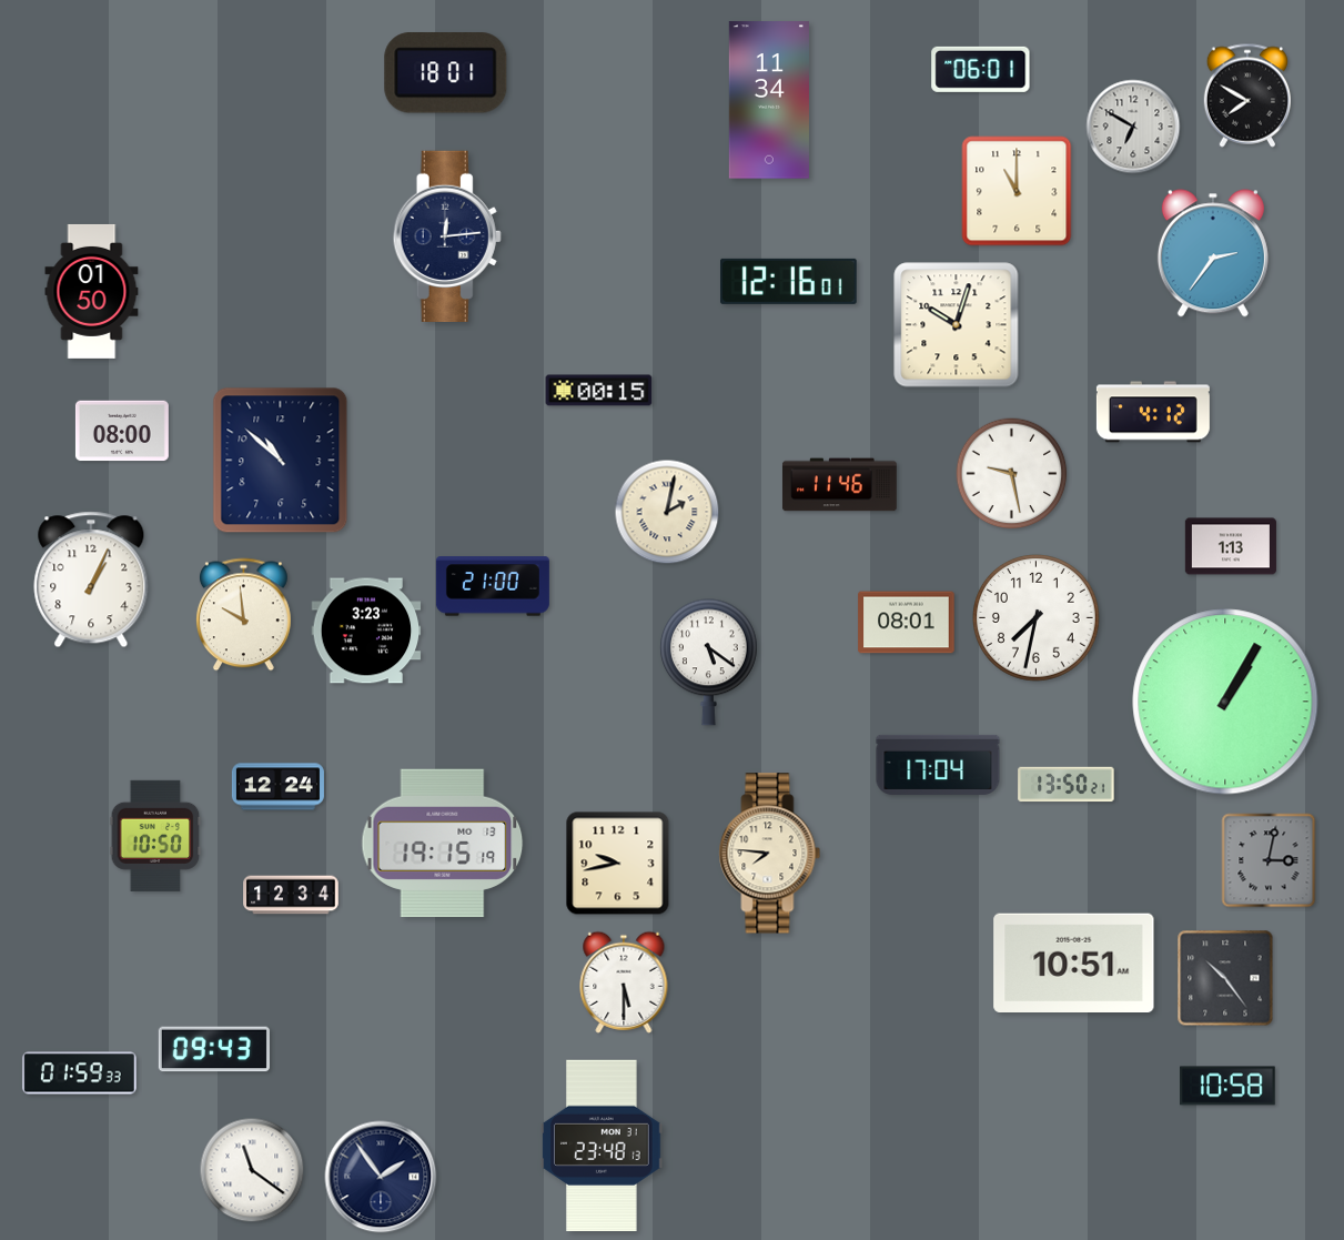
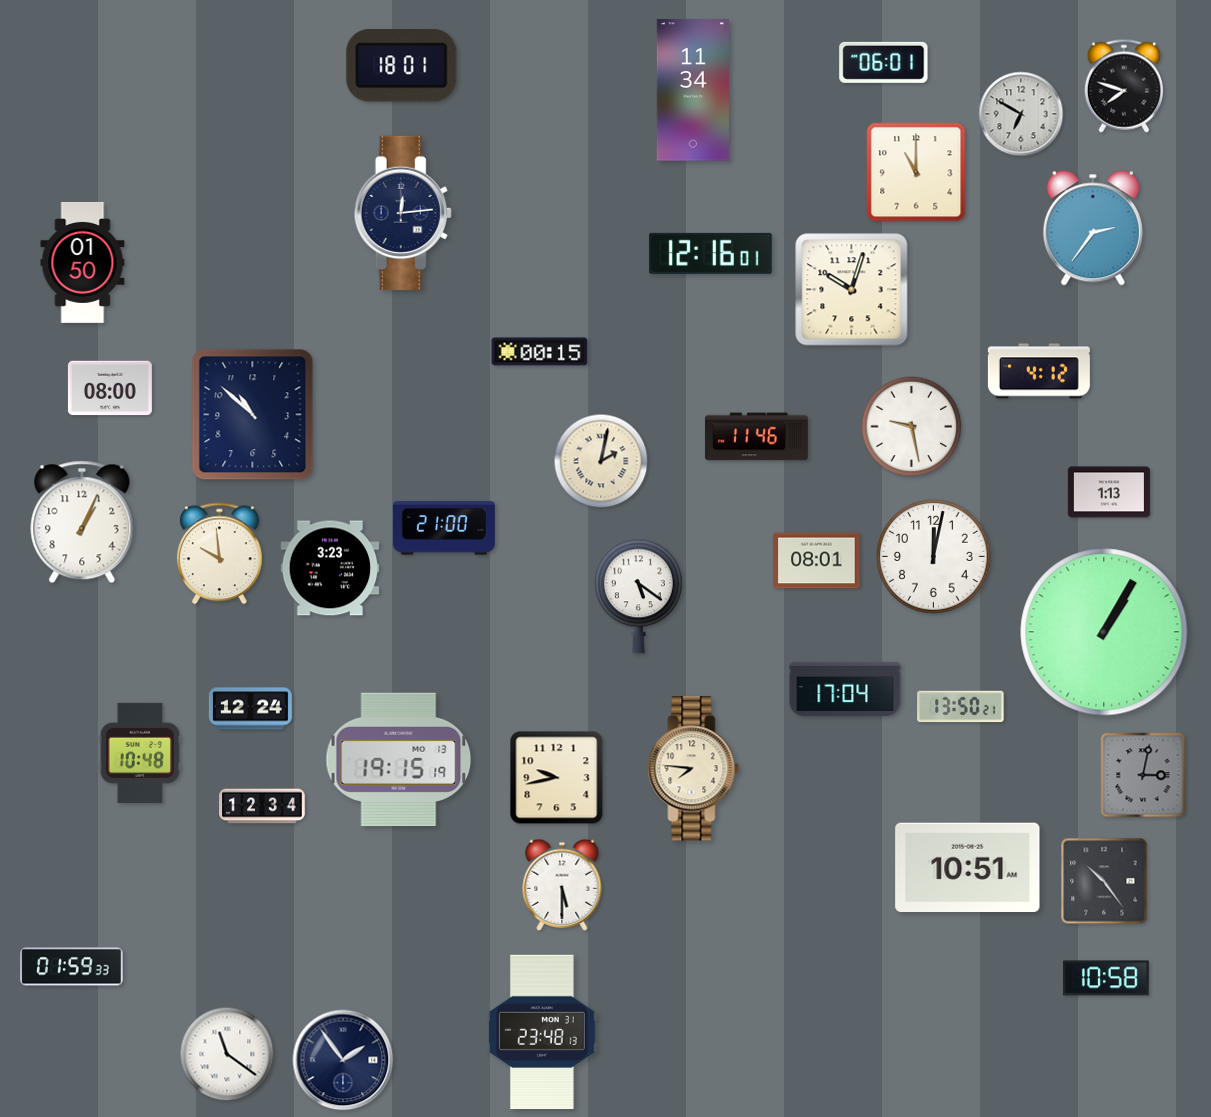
clock at (1246, 95): 7:50 -> 7:48
clock at (957, 325) position: (957, 325) -> (852, 290)
clock at (1037, 618): 7:32 -> 12:02
clock at (155, 836): 10:50 -> 10:48
clock at (214, 1049): 09:43 -> none
